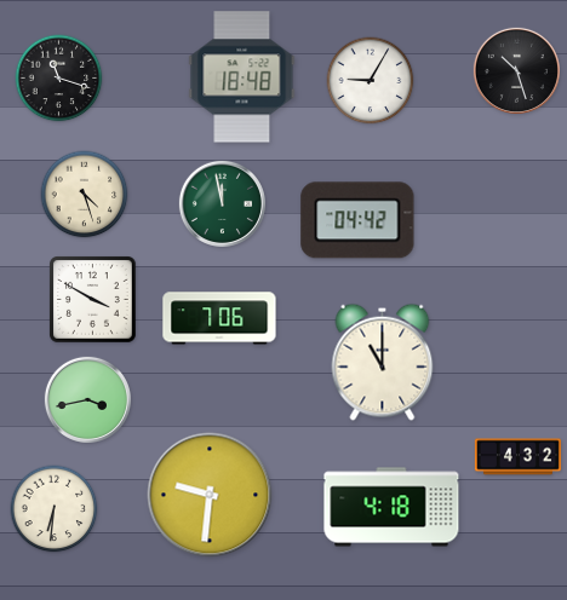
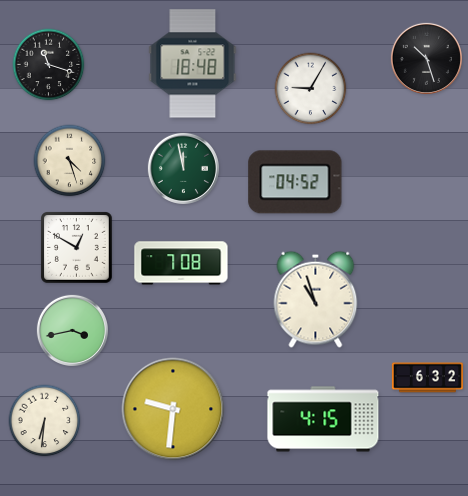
clock at (242, 77) position: (242, 77) -> (193, 64)
clock at (371, 81) position: (371, 81) -> (311, 89)
clock at (357, 220): 04:42 -> 04:52
clock at (93, 300): 3:50 -> 12:50
clock at (219, 318): 7:06 -> 7:08
clock at (383, 362): 11:00 -> 10:57
clock at (517, 457): 4:32 -> 6:32
clock at (391, 507): 4:18 -> 4:15
